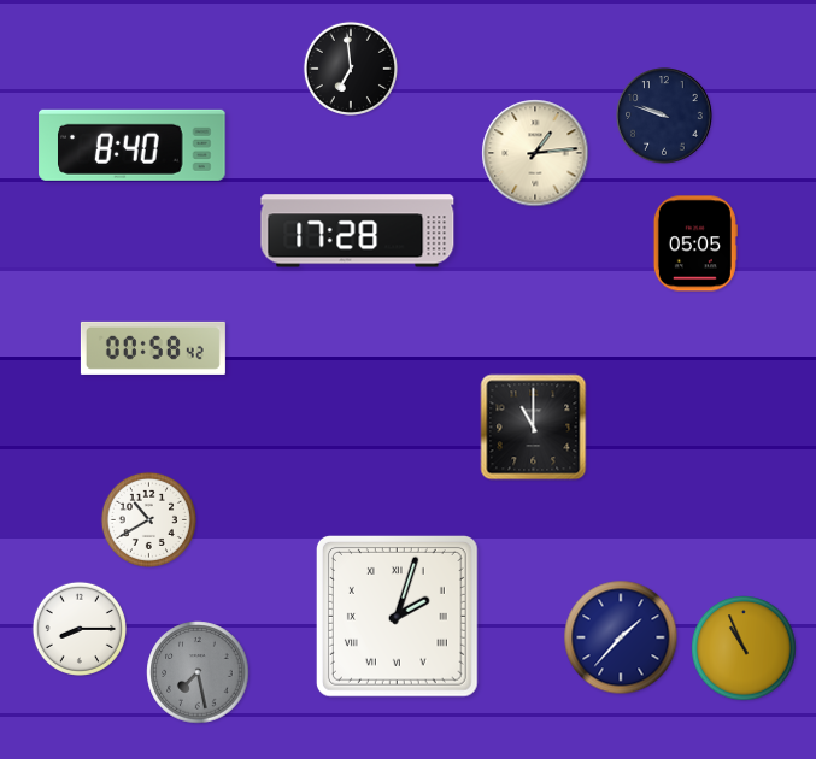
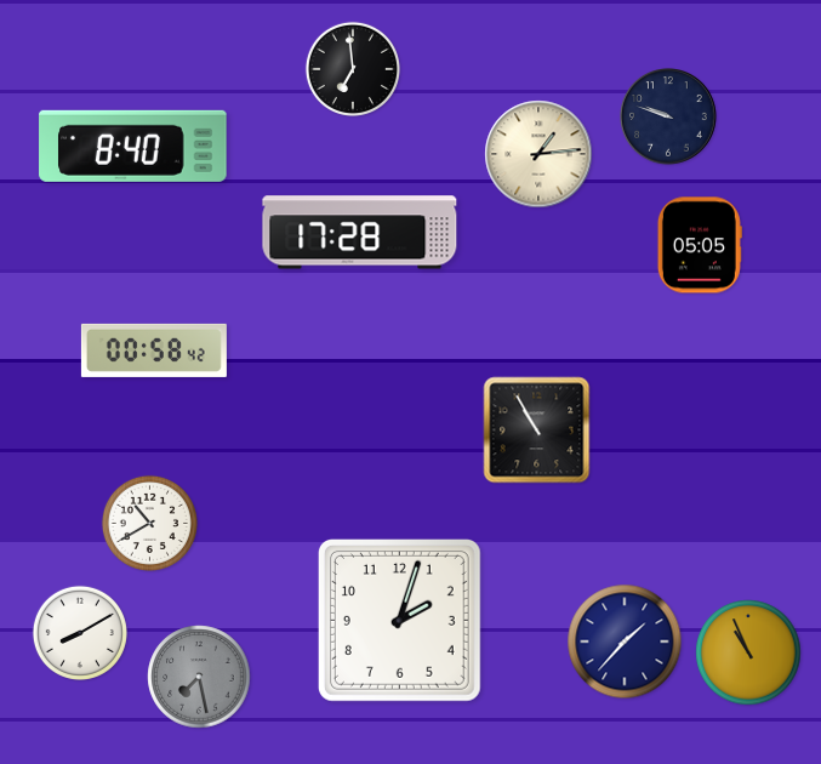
clock at (534, 428): 11:00 -> 10:55
clock at (397, 616) numerals: Roman -> Arabic
clock at (80, 629): 8:15 -> 8:10
